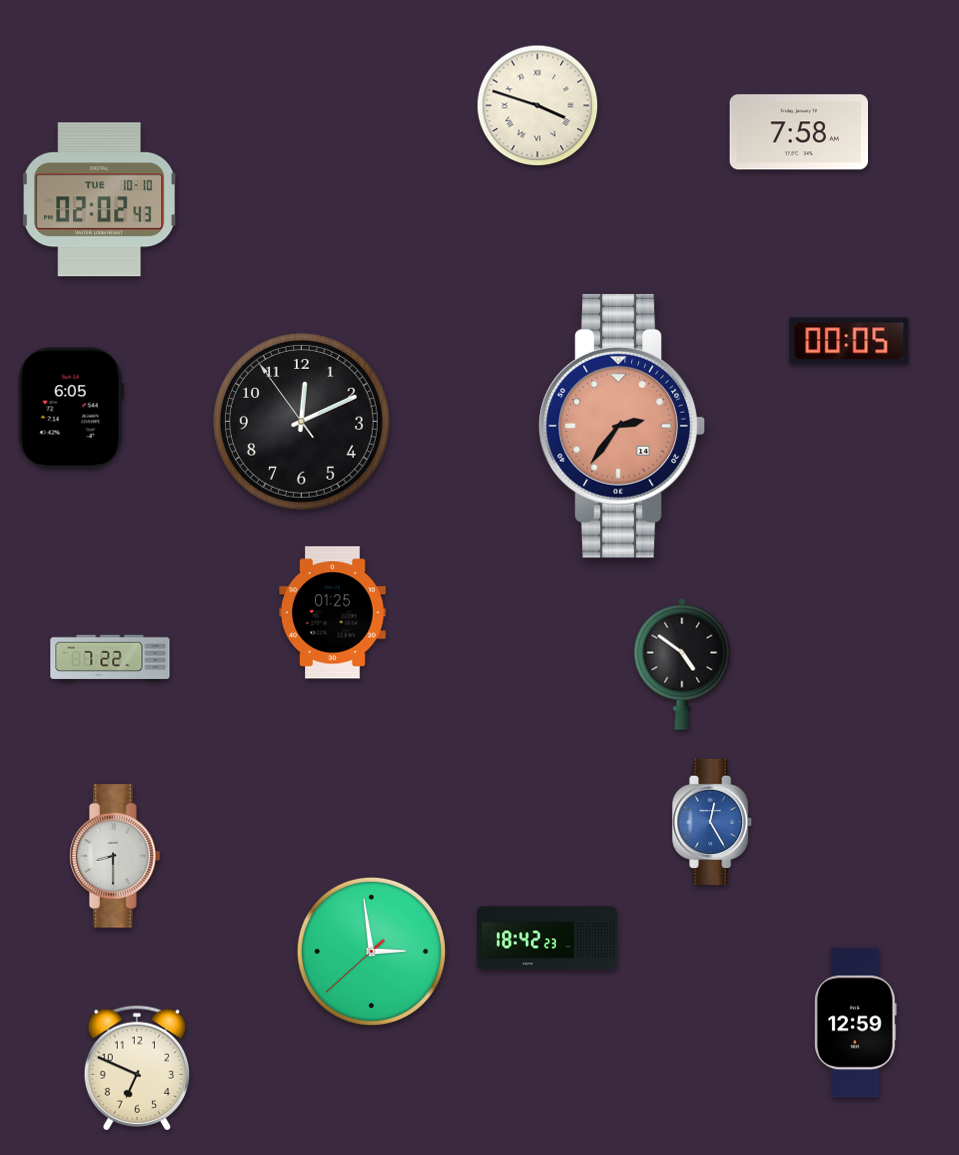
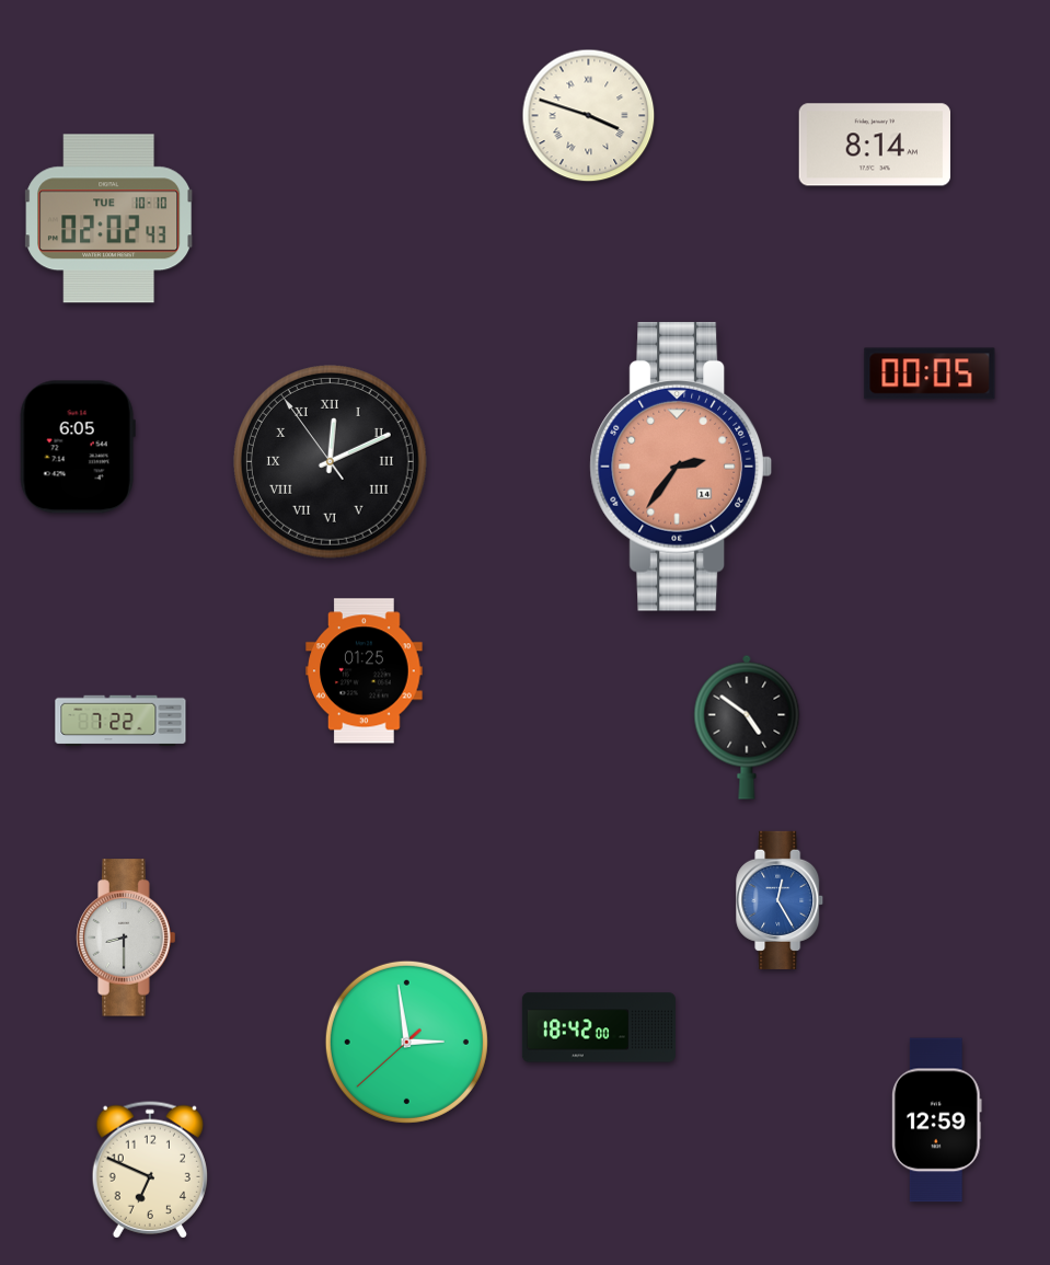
clock at (798, 132): 7:58 -> 8:14
clock at (302, 422) numerals: Arabic -> Roman
clock at (547, 938): 18:42:23 -> 18:42:00
